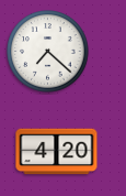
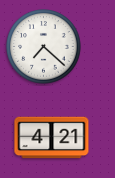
clock at (57, 152): 4:20 -> 4:21
